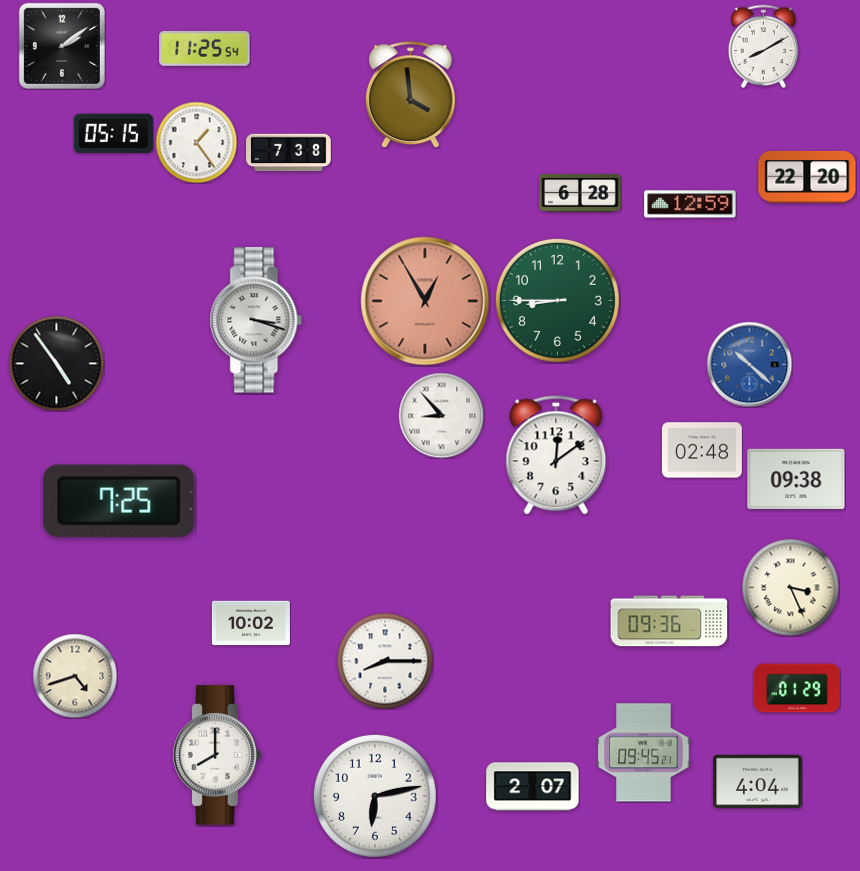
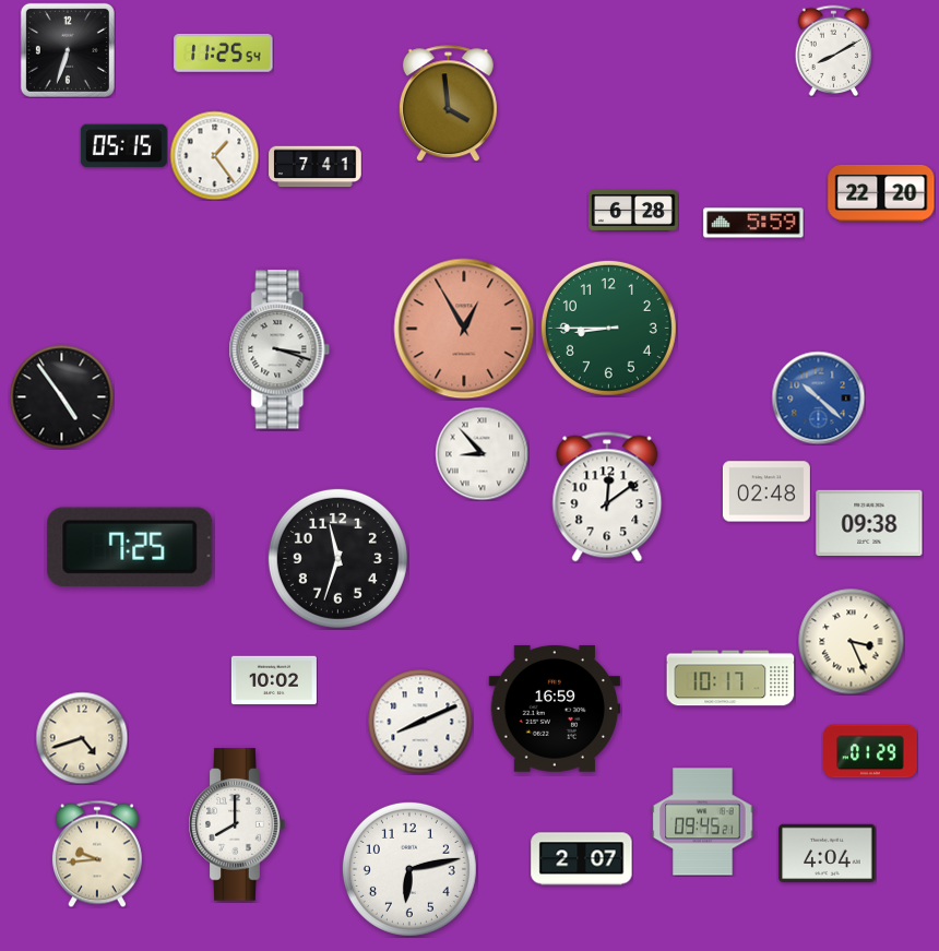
clock at (62, 46): 2:09 -> 6:33
clock at (289, 153): 7:38 -> 7:41
clock at (690, 204): 12:59 -> 5:59
clock at (337, 558): none -> 11:33
clock at (790, 587) position: (790, 587) -> (851, 641)
clock at (669, 621): 09:36 -> 10:17
clock at (555, 710): none -> 16:59
clock at (385, 661): 8:15 -> 8:11
clock at (97, 854): none -> 9:44
